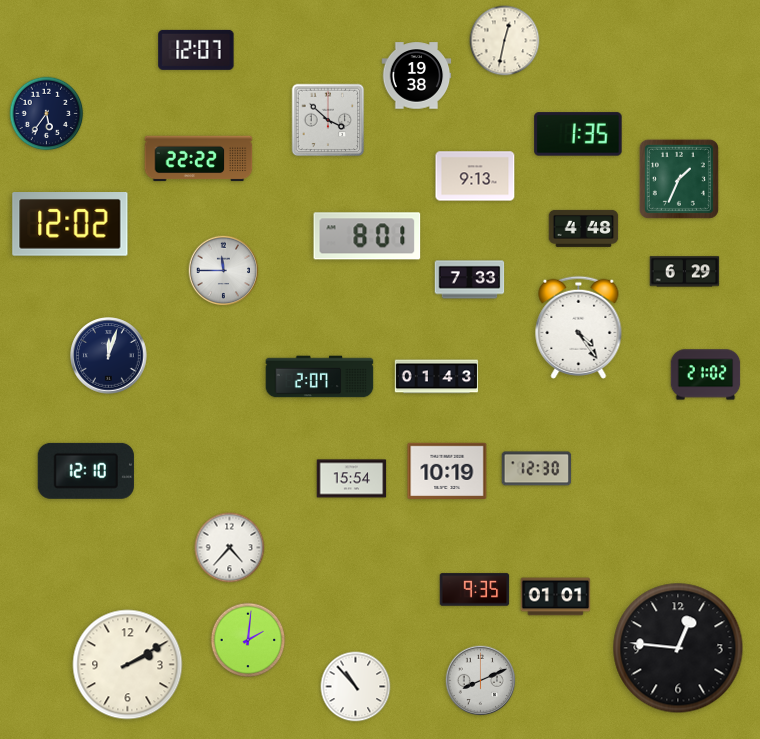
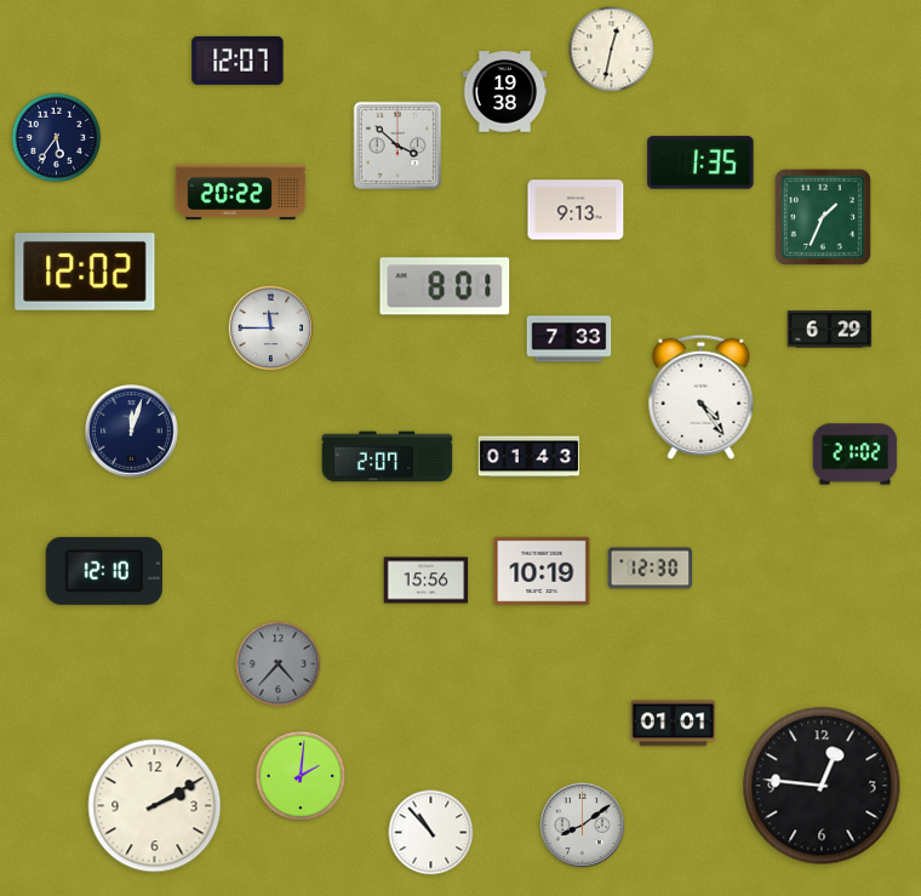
clock at (199, 159): 22:22 -> 20:22
clock at (475, 176) position: (475, 176) -> (576, 210)
clock at (584, 228): 4:48 -> none
clock at (352, 479): 15:54 -> 15:56
clock at (230, 548) dial: white -> grey
clock at (475, 590): 9:35 -> none
clock at (481, 681): 8:11 -> 8:09
